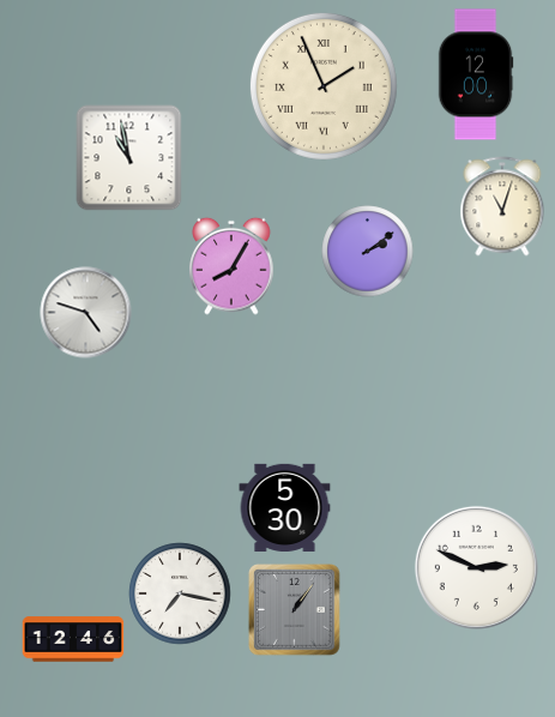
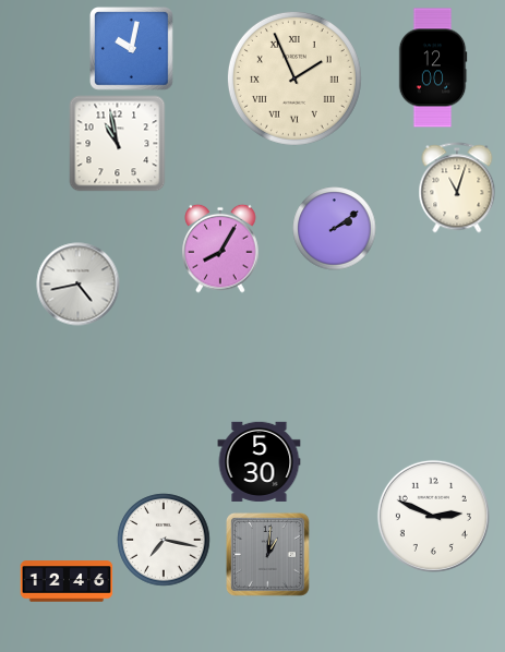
clock at (132, 49): none -> 10:02
clock at (231, 266) position: (231, 266) -> (220, 249)
clock at (86, 313): 4:48 -> 4:43
clock at (295, 610): 1:06 -> 1:01
